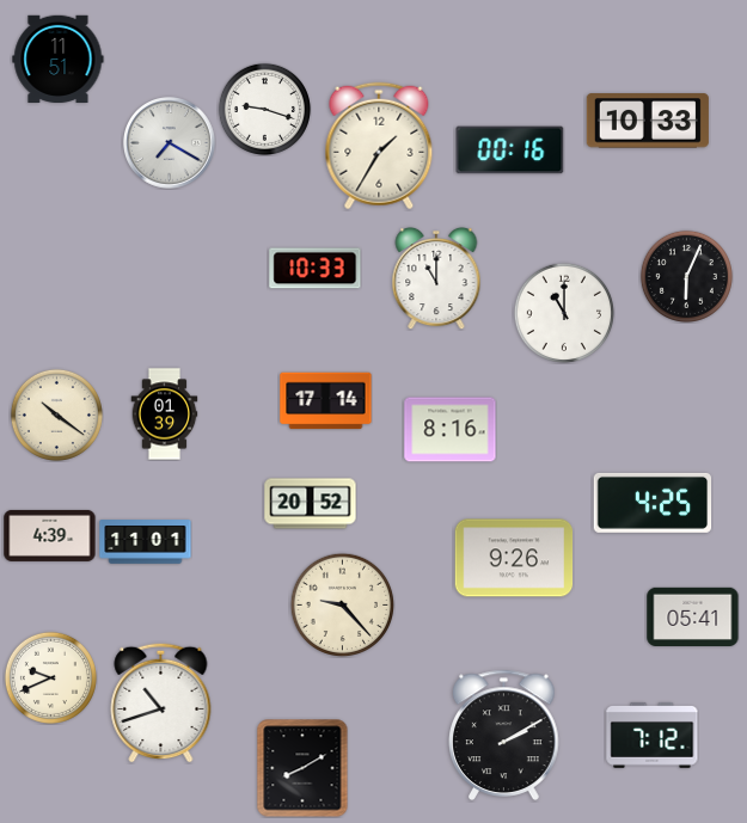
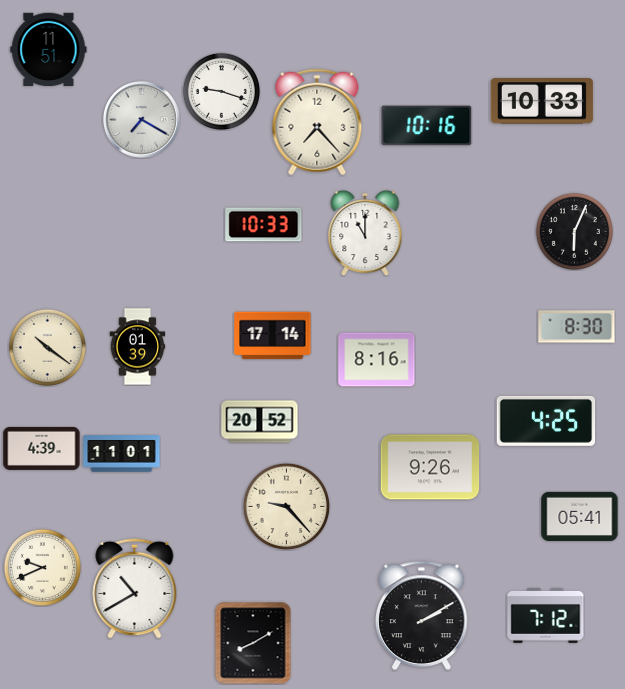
clock at (379, 146): 1:35 -> 7:23
clock at (510, 151): 00:16 -> 10:16
clock at (563, 312): 11:00 -> none
clock at (577, 327): none -> 8:30
clock at (161, 702): 10:42 -> 10:40
